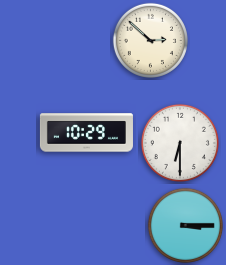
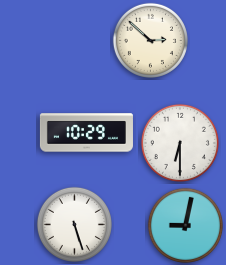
clock at (74, 224): none -> 5:27
clock at (185, 225): 3:15 -> 9:02
